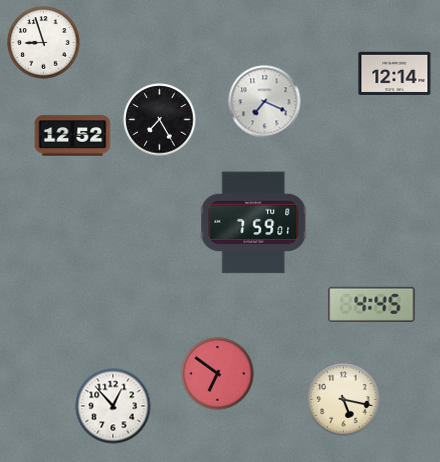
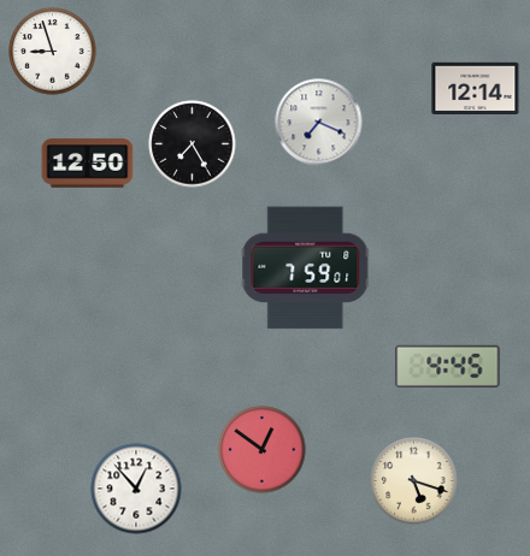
clock at (73, 136): 12:52 -> 12:50
clock at (218, 374): 6:51 -> 12:51
clock at (344, 400): 5:17 -> 5:18
